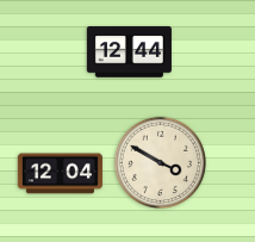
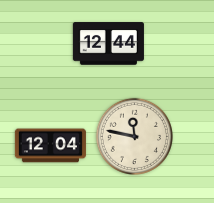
clock at (160, 162): 3:50 -> 11:47
